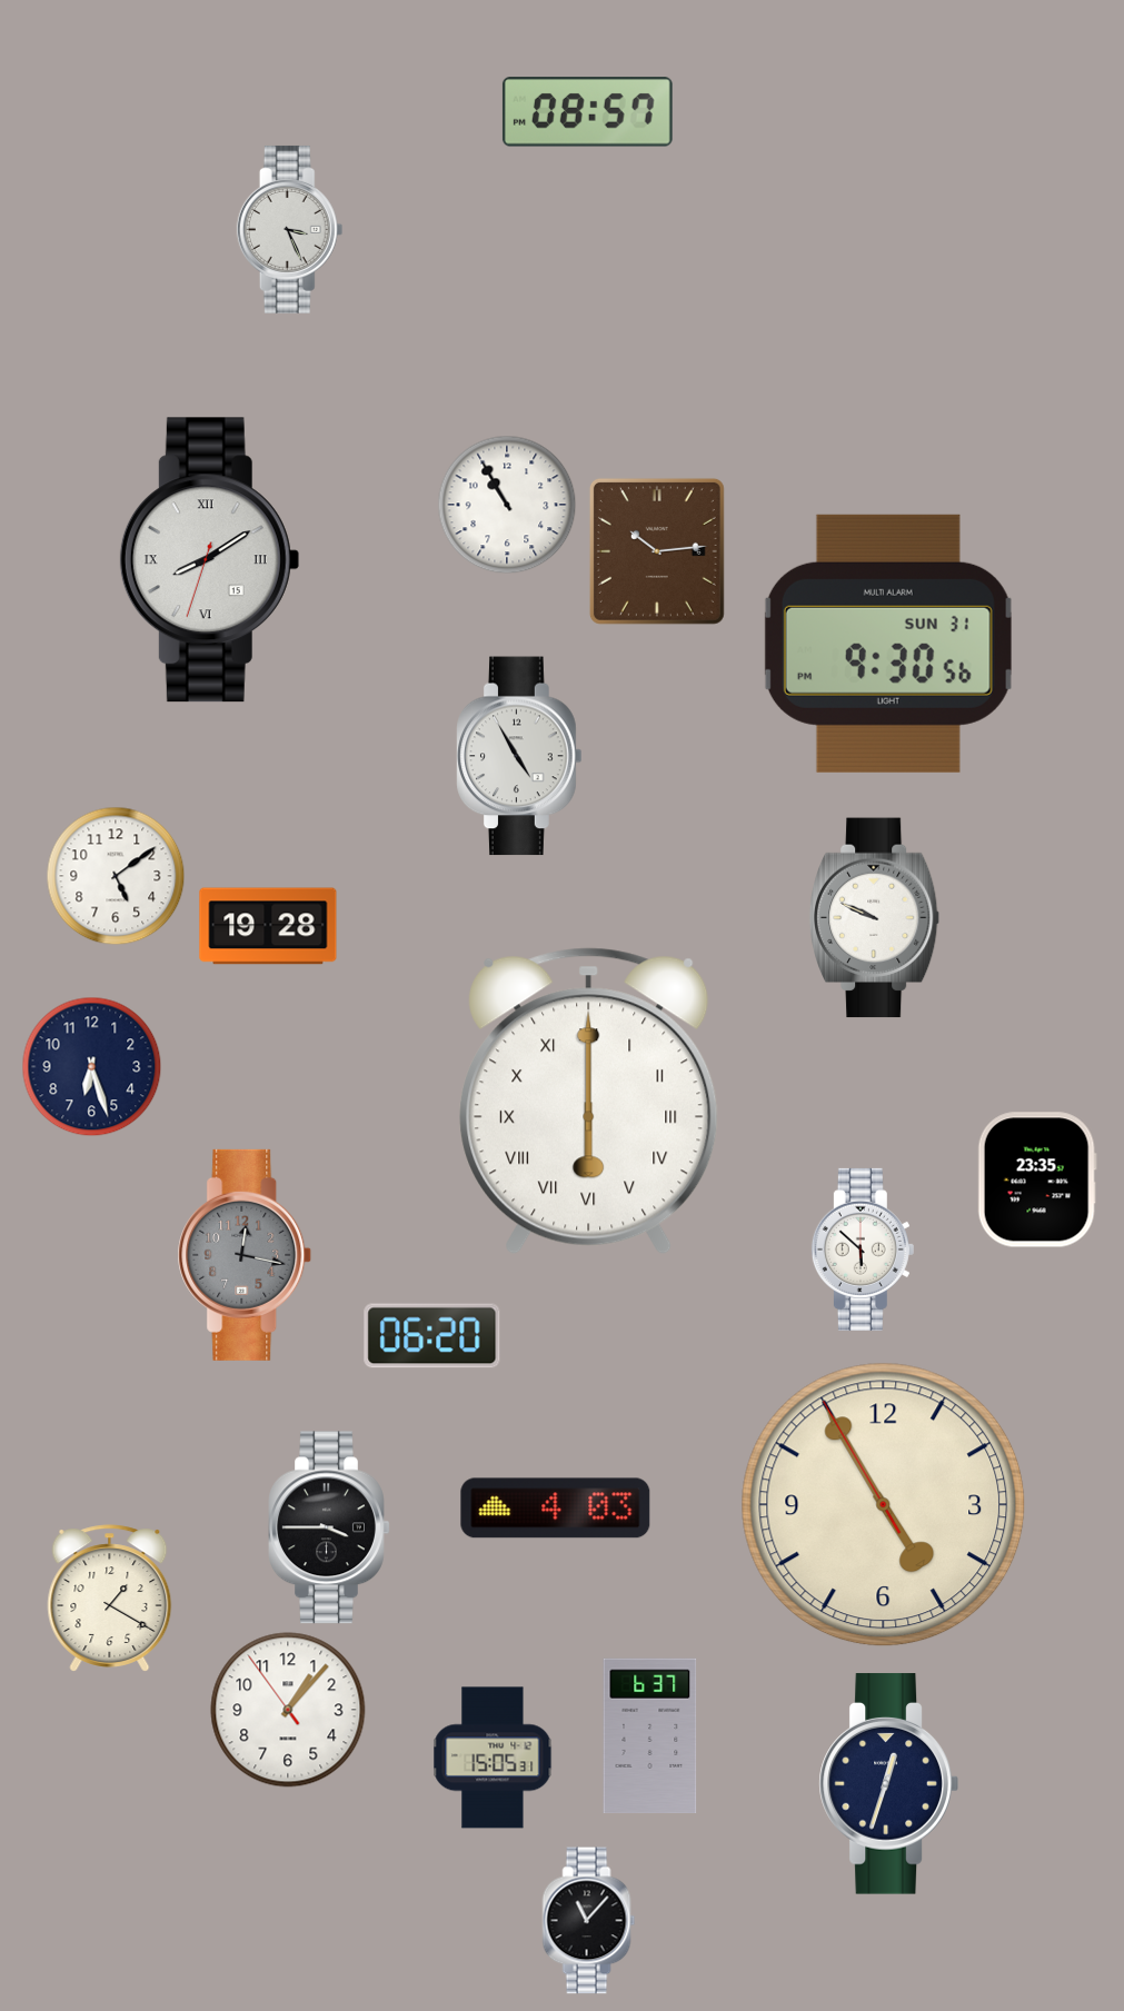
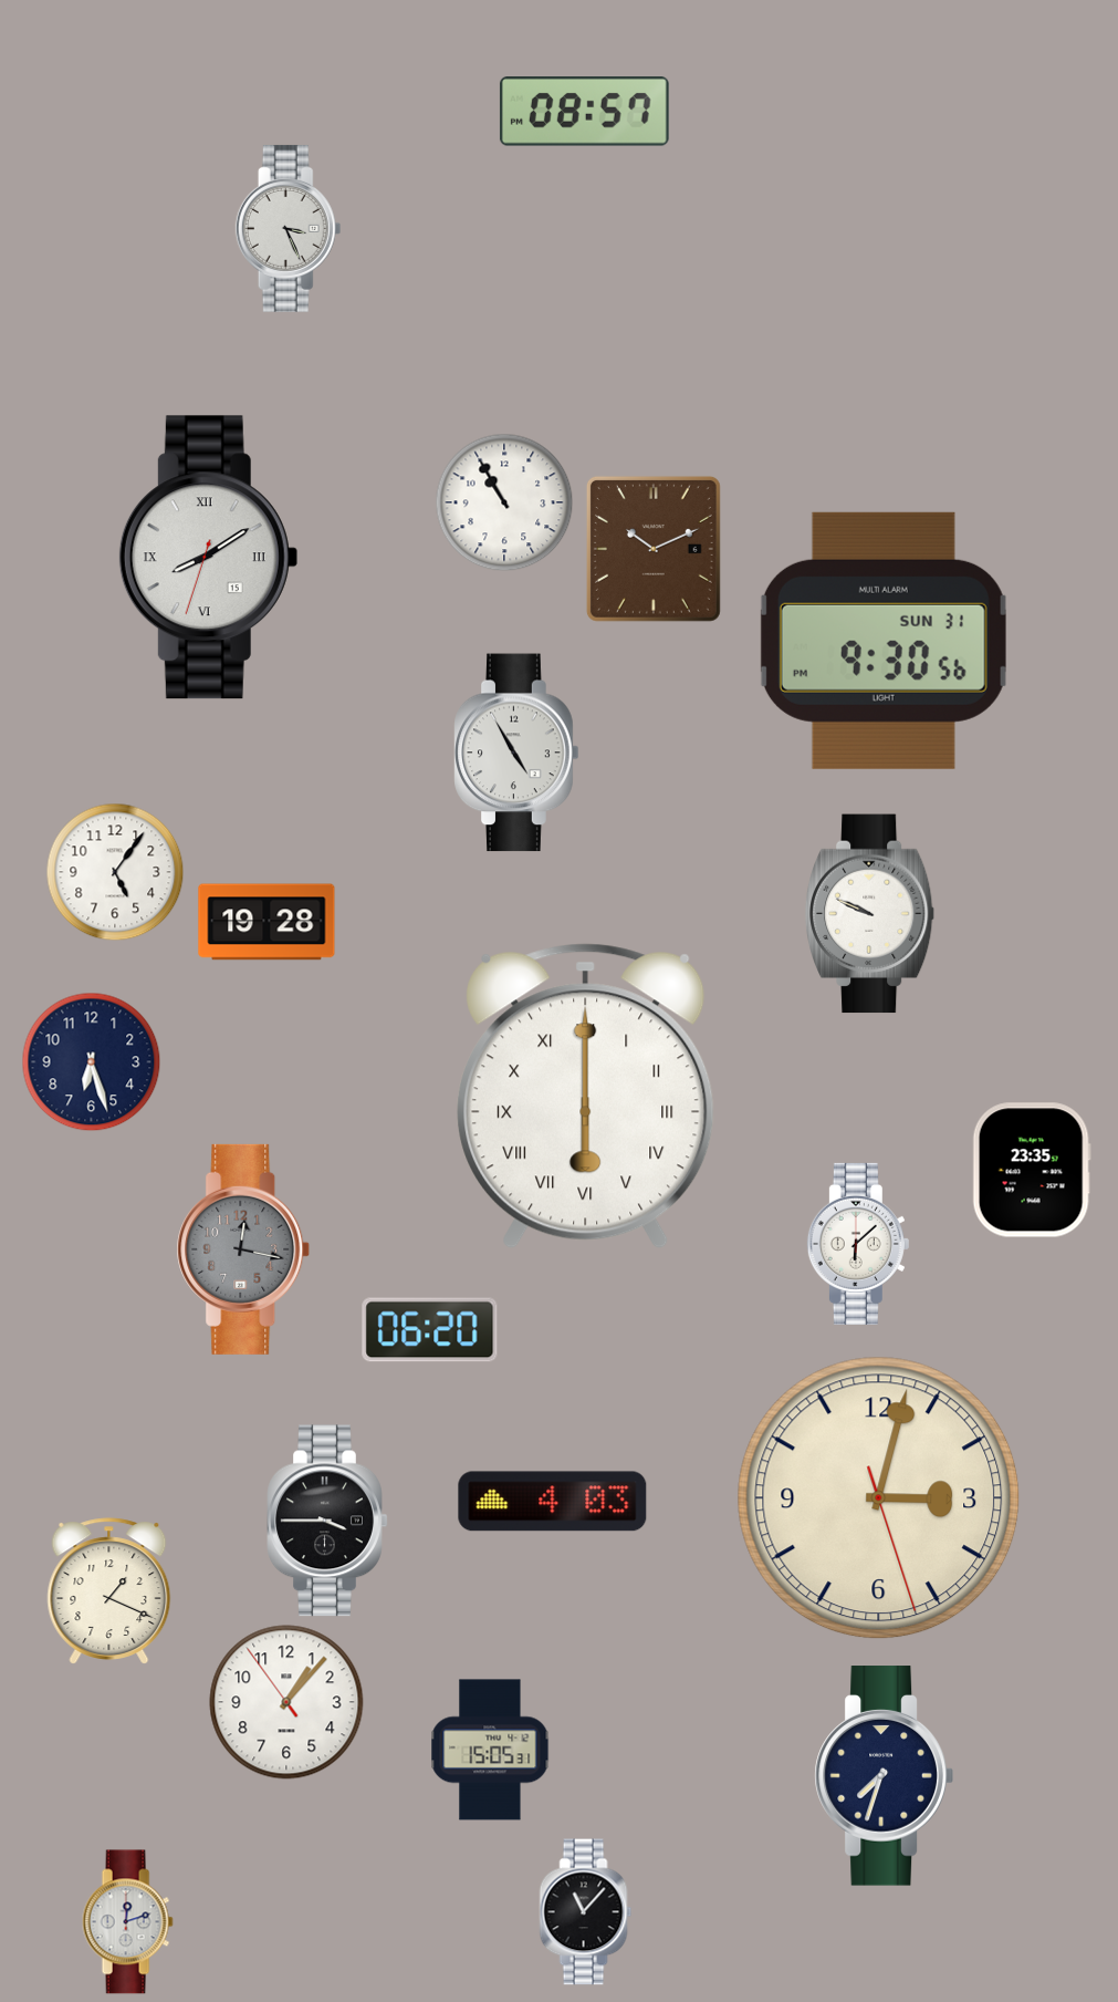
clock at (657, 551): 10:14 -> 10:11
clock at (116, 876): 5:09 -> 5:06
clock at (1037, 1179) position: (1037, 1179) -> (1032, 1170)
clock at (863, 1250): 5:52 -> 6:08
clock at (884, 1505): 4:54 -> 3:02
clock at (110, 1599): 1:20 -> 1:19
clock at (650, 1736): 6:37 -> none
clock at (888, 1784): 12:33 -> 7:33
clock at (127, 1922): none -> 12:12
